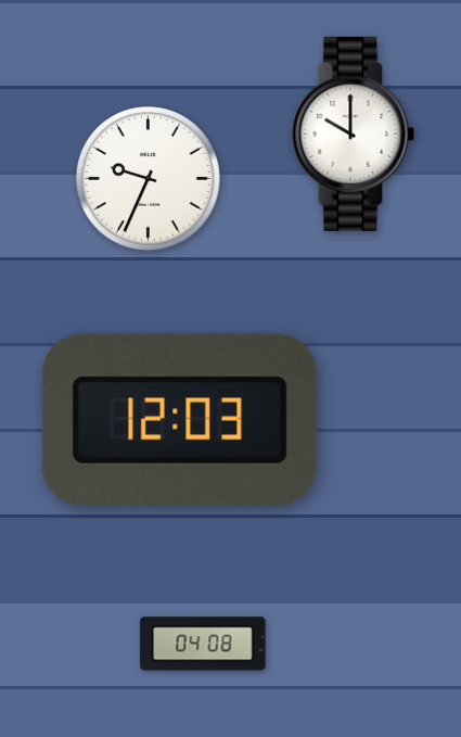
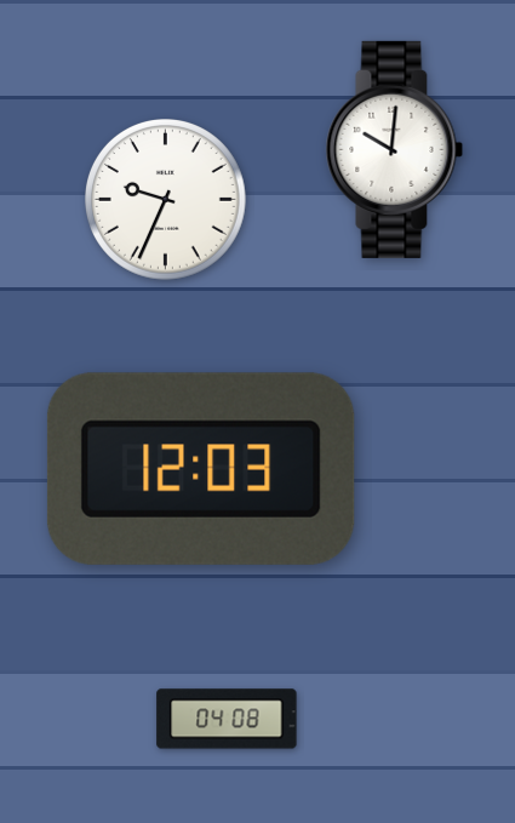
clock at (354, 134): 10:00 -> 10:01
